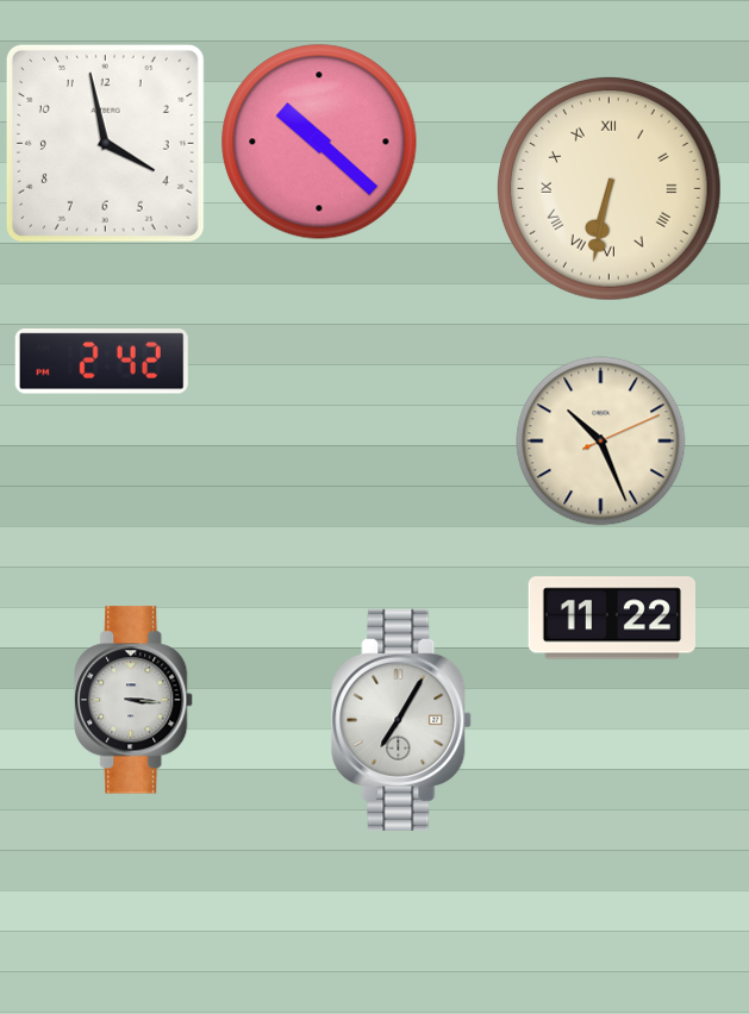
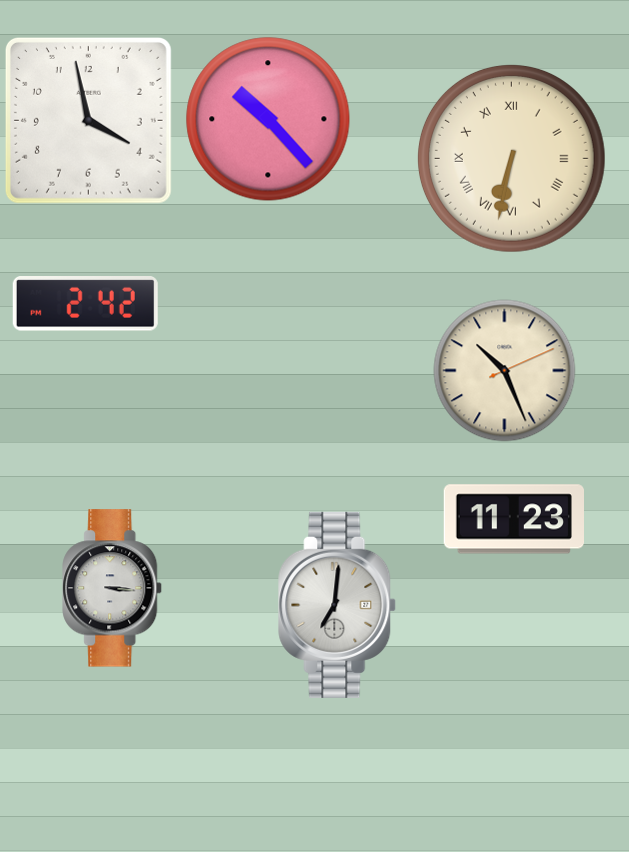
clock at (319, 142): 10:22 -> 10:23
clock at (611, 618): 11:22 -> 11:23
clock at (402, 720): 7:05 -> 7:01
